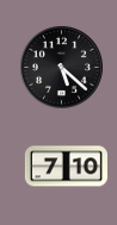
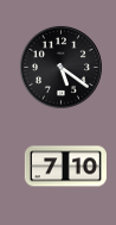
clock at (61, 67): 5:22 -> 5:21
